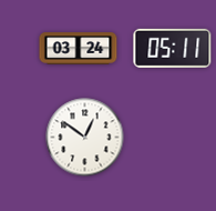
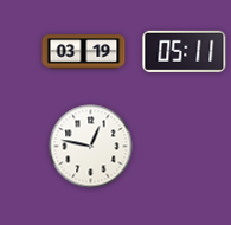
clock at (79, 49): 03:24 -> 03:19
clock at (85, 138): 12:51 -> 12:47
